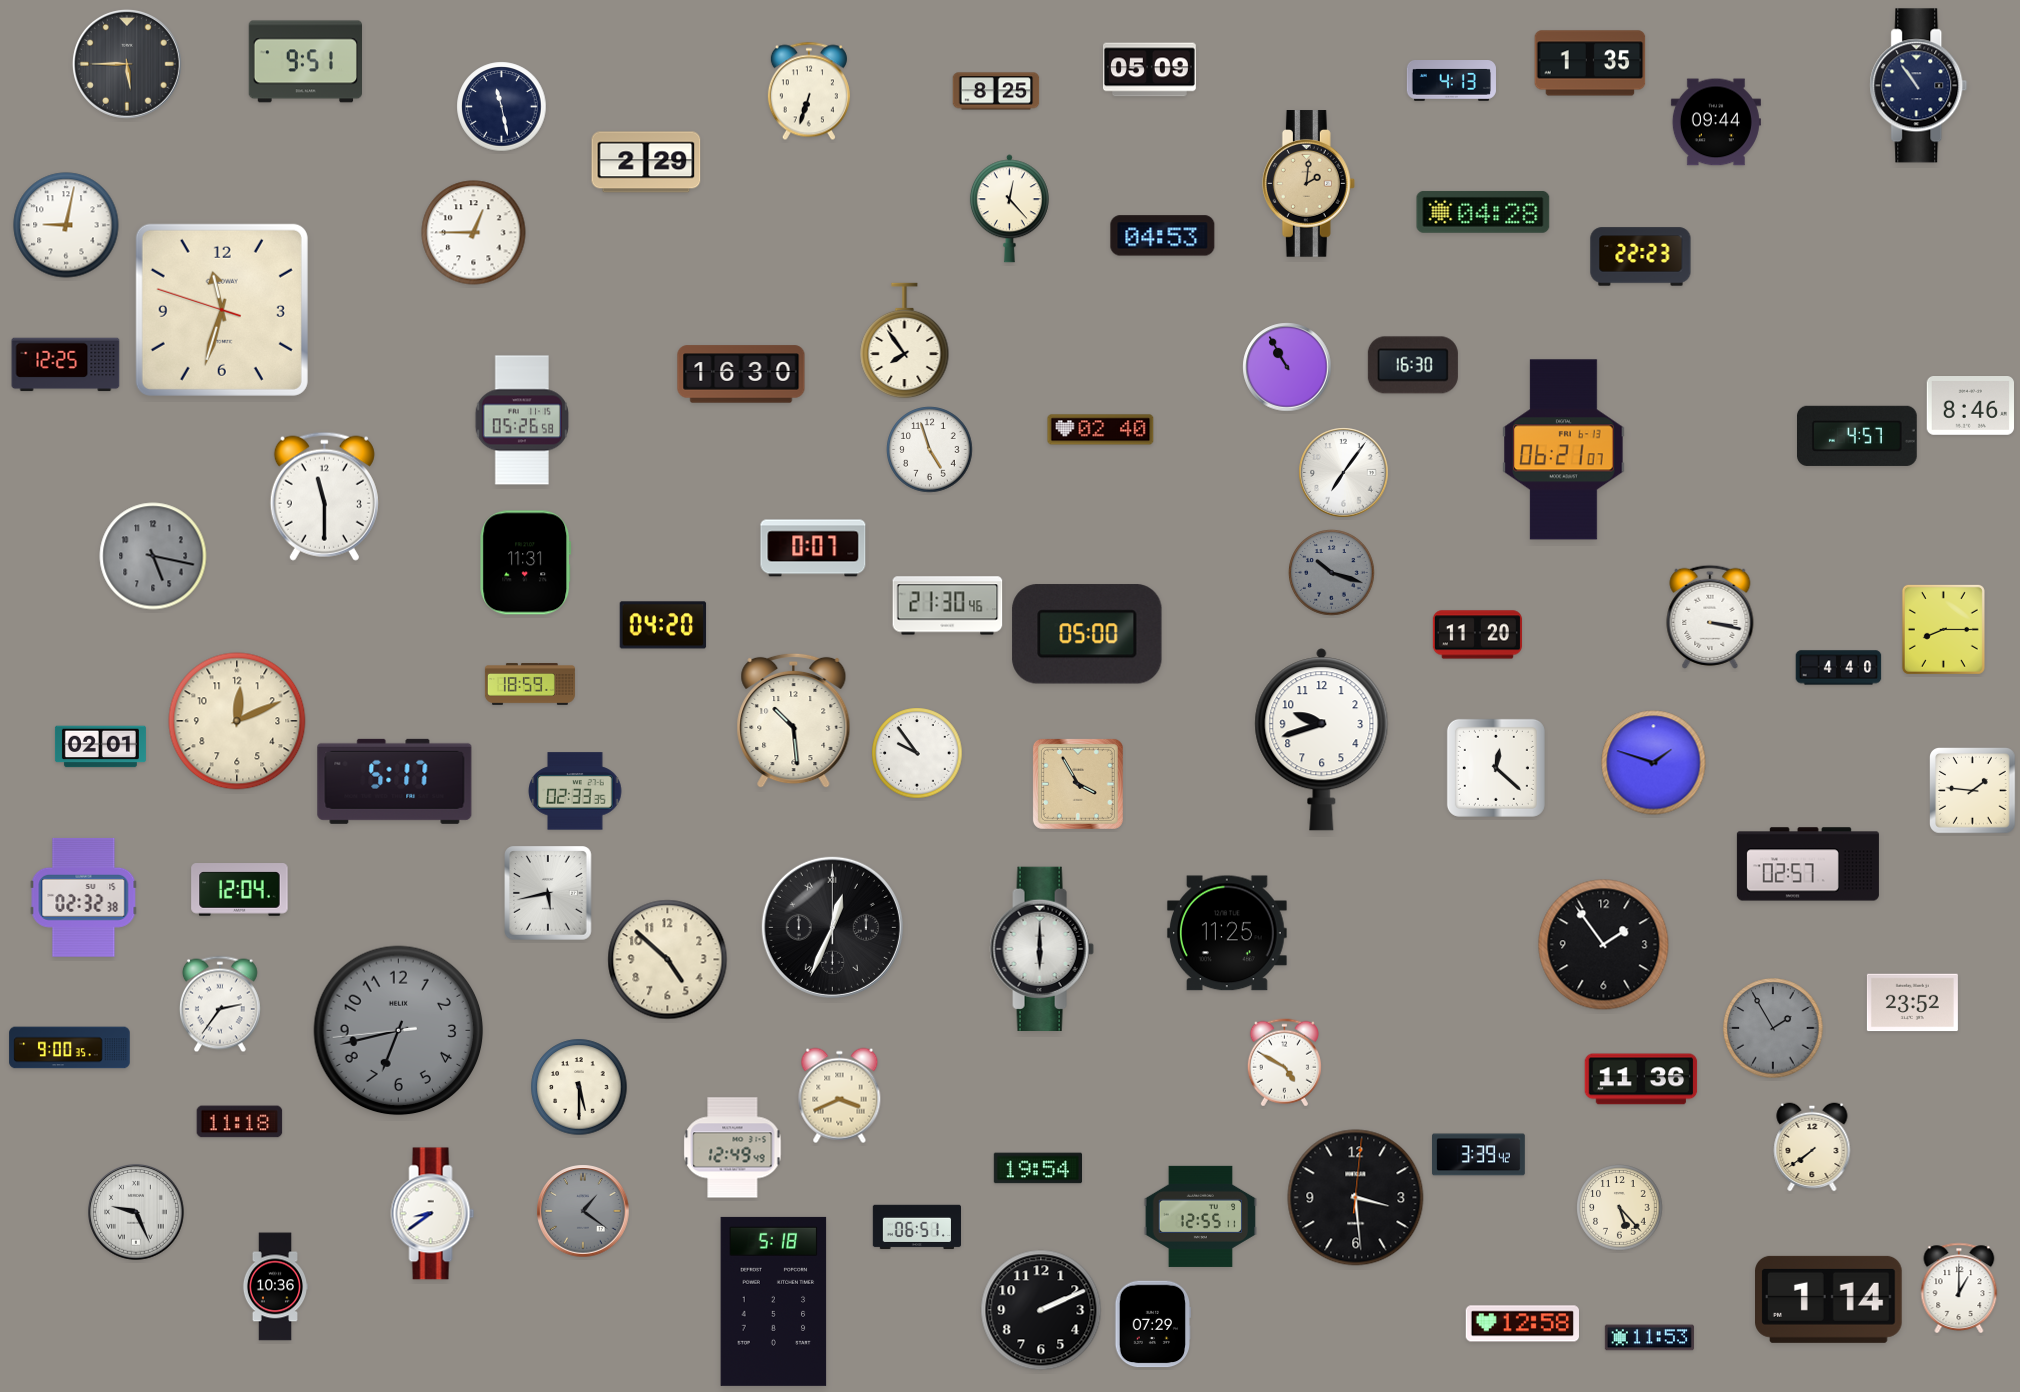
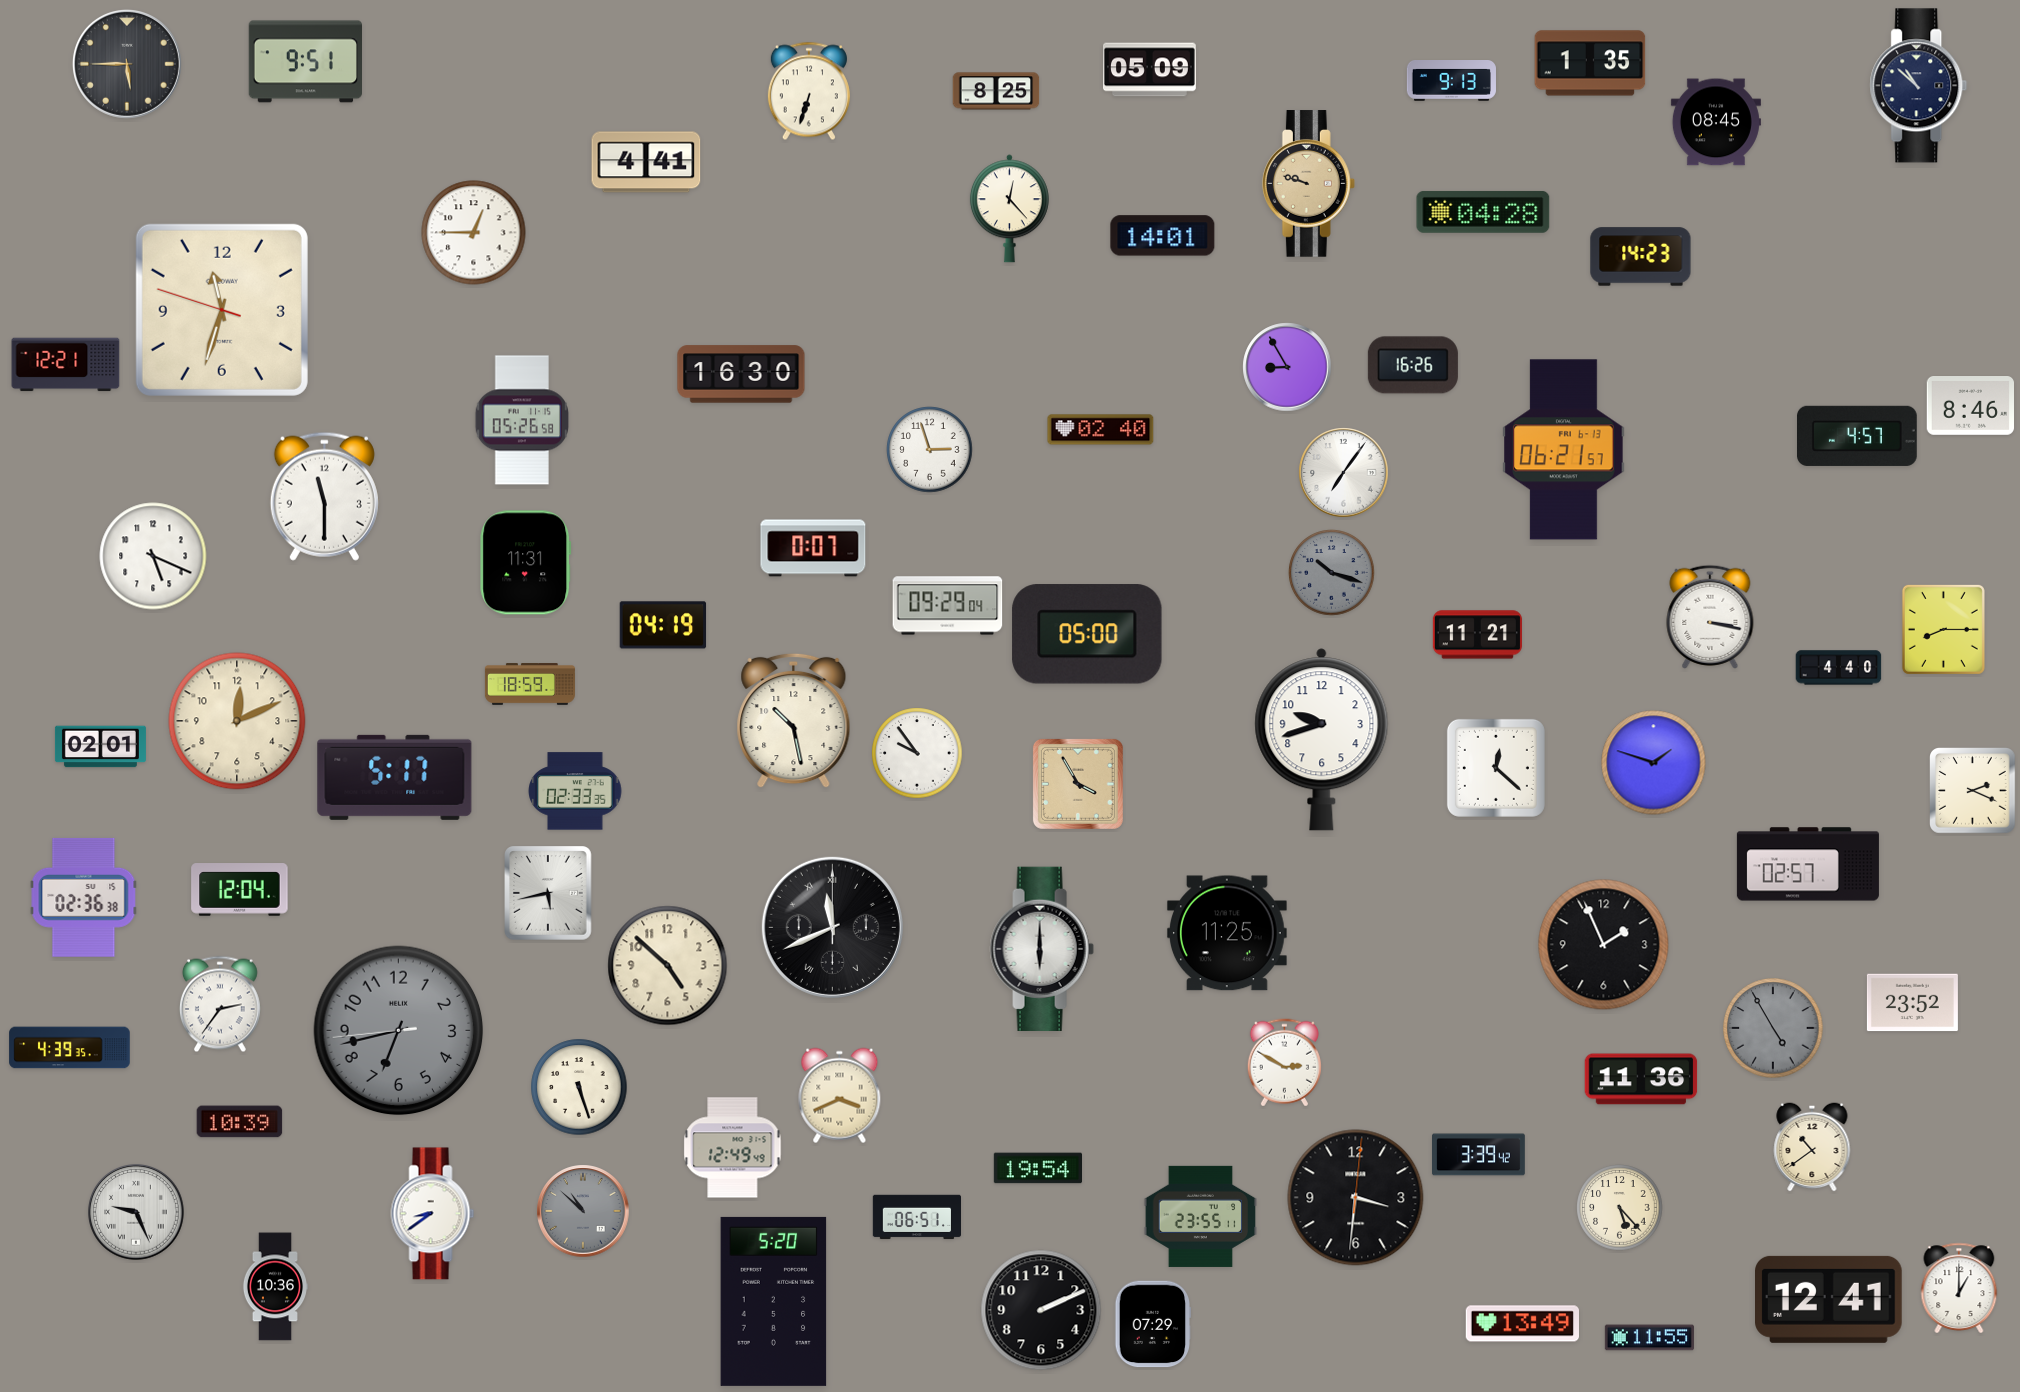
clock at (1451, 81): 4:13 -> 9:13
clock at (1919, 86): 10:54 -> 10:52
clock at (502, 107): 11:28 -> none
clock at (1716, 122): 09:44 -> 08:45
clock at (646, 162): 2:29 -> 4:41
clock at (1308, 184): 2:01 -> 9:48
clock at (66, 225): 9:02 -> none
clock at (1163, 236): 04:53 -> 14:01
clock at (1641, 257): 22:23 -> 14:23
clock at (905, 341): 7:54 -> none
clock at (66, 365): 12:25 -> 12:21
clock at (1413, 365): 16:30 -> 16:26
clock at (1287, 367): 10:55 -> 8:55
clock at (930, 450): 4:57 -> 2:57
clock at (1564, 450): 06:21:07 -> 06:21:57
clock at (153, 556): 5:17 -> 5:19
clock at (153, 556) dial: grey -> white
clock at (948, 606): 21:30 -> 09:29
clock at (663, 625): 04:20 -> 04:19
clock at (1477, 635): 11:20 -> 11:21
clock at (794, 721): 10:29 -> 10:28
clock at (395, 781) position: (395, 781) -> (395, 777)
clock at (1973, 791): 1:46 -> 2:19
clock at (84, 897): 02:32 -> 02:36
clock at (832, 927): 12:34 -> 11:41
clock at (1604, 945): 1:54 -> 1:56
clock at (668, 960) position: (668, 960) -> (668, 966)
clock at (1773, 1028): 1:55 -> 4:55
clock at (70, 1048): 9:00 -> 4:39
clock at (1284, 1063): 4:50 -> 2:50
clock at (579, 1087): 5:30 -> 5:27
clock at (240, 1122): 11:18 -> 10:39
clock at (1812, 1147): 7:39 -> 10:39
clock at (1356, 1198): 3:29 -> 3:31
clock at (583, 1211): 1:21 -> 10:52
clock at (1200, 1216): 12:55 -> 23:55
clock at (916, 1227) position: (916, 1227) -> (916, 1217)
clock at (1829, 1299): 1:14 -> 12:41
clock at (774, 1301): 5:18 -> 5:20
clock at (1522, 1324): 12:58 -> 13:49
clock at (1649, 1338): 11:53 -> 11:55
